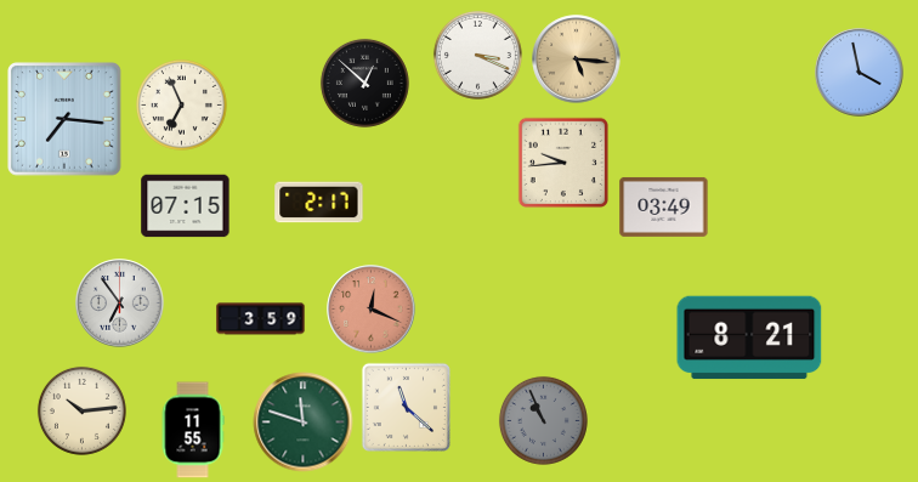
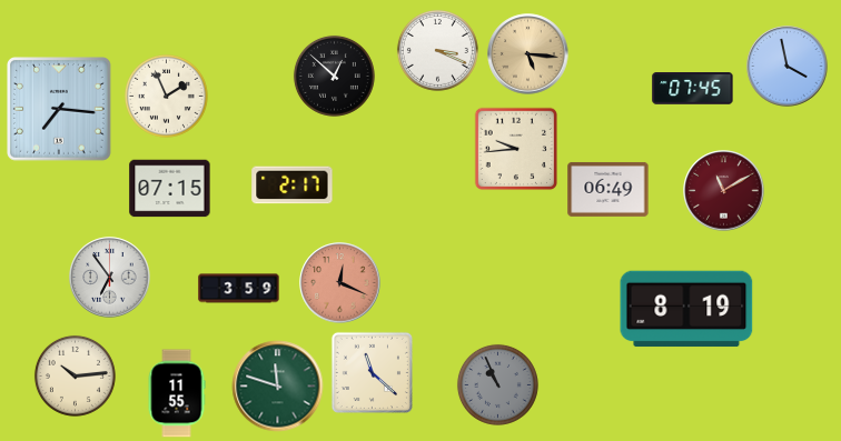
clock at (693, 89): none -> 07:45
clock at (182, 106): 6:56 -> 1:56
clock at (664, 206): 03:49 -> 06:49
clock at (724, 191): none -> 11:10
clock at (261, 319) position: (261, 319) -> (239, 289)
clock at (749, 338): 8:21 -> 8:19
